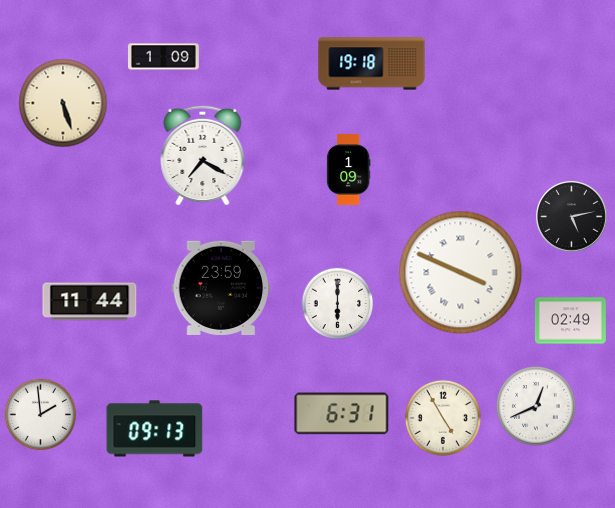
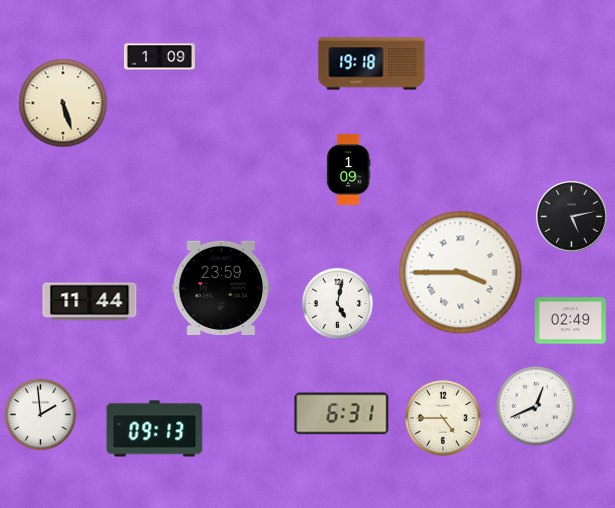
clock at (164, 57) position: (164, 57) -> (160, 57)
clock at (203, 155): 7:20 -> none
clock at (461, 273): 3:49 -> 3:45
clock at (338, 304): 6:00 -> 5:02
clock at (443, 418): 4:55 -> 4:45
